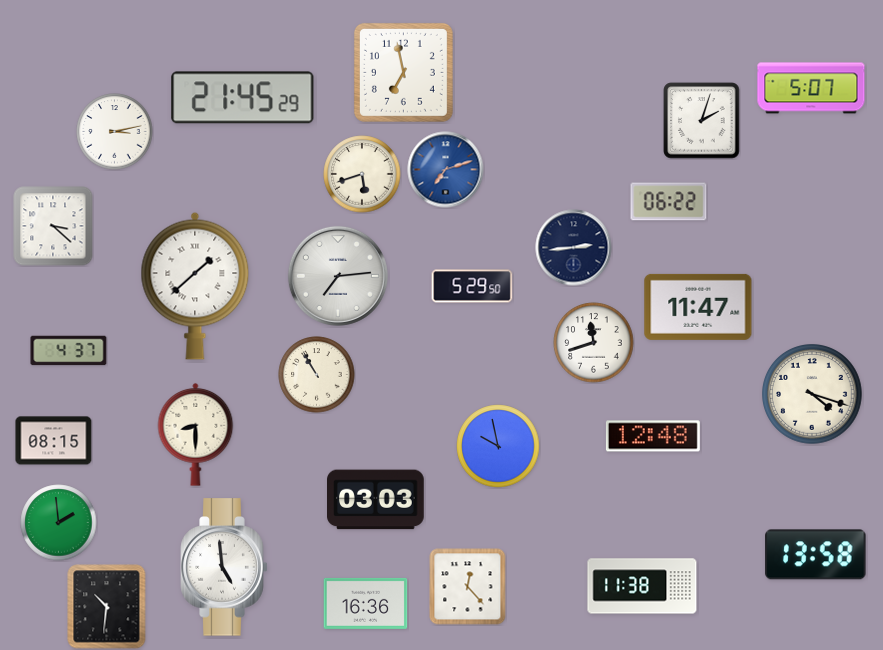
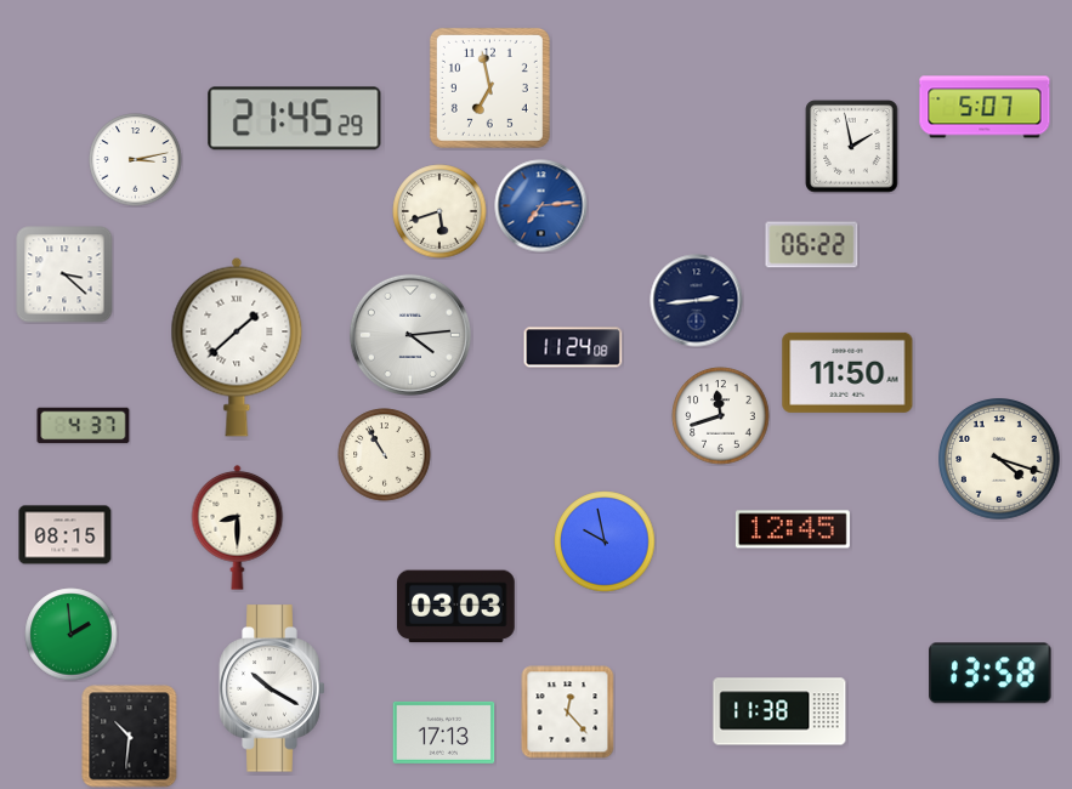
clock at (702, 121): 2:03 -> 1:58
clock at (115, 132) position: (115, 132) -> (136, 160)
clock at (446, 170): 7:12 -> 7:14
clock at (338, 276): 7:14 -> 4:14
clock at (472, 286): 5:29 -> 11:24
clock at (698, 307): 11:47 -> 11:50
clock at (813, 395) position: (813, 395) -> (1000, 460)
clock at (653, 436): 12:48 -> 12:45
clock at (224, 567): 4:59 -> 10:20
clock at (366, 603): 16:36 -> 17:13
